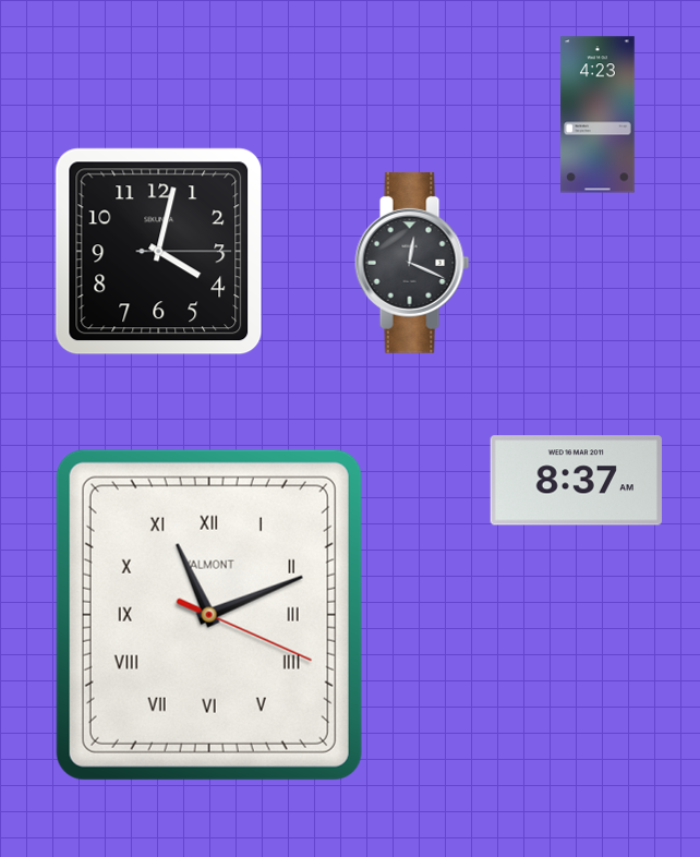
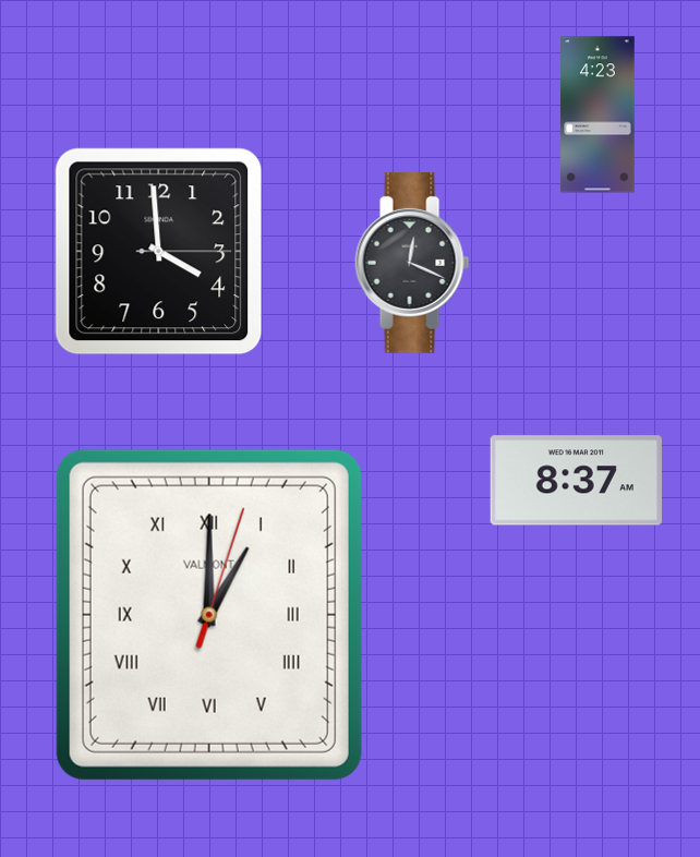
clock at (159, 252): 4:02 -> 3:59
clock at (209, 615): 11:11 -> 1:00
